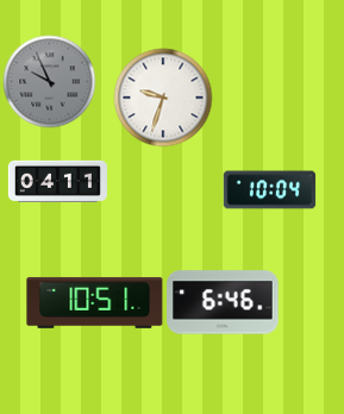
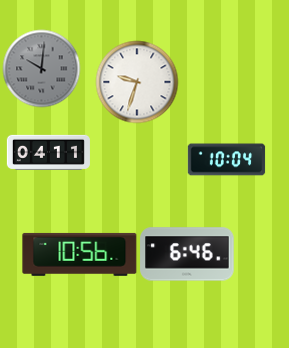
clock at (49, 81): 9:56 -> 10:01
clock at (95, 302): 10:51 -> 10:56
